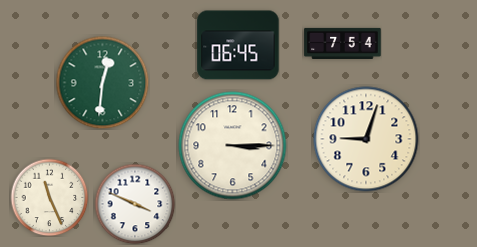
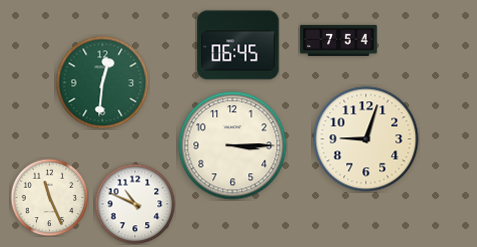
clock at (343, 43) position: (343, 43) -> (339, 40)
clock at (135, 204): 3:49 -> 10:49
